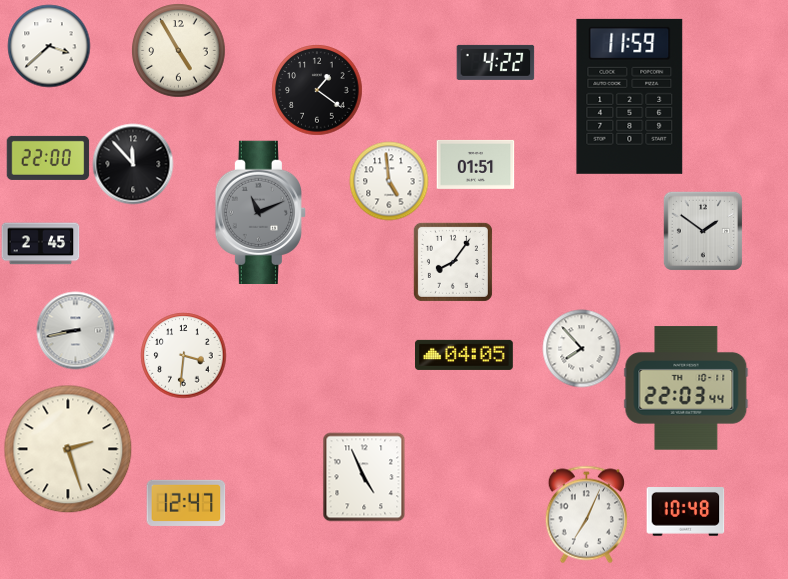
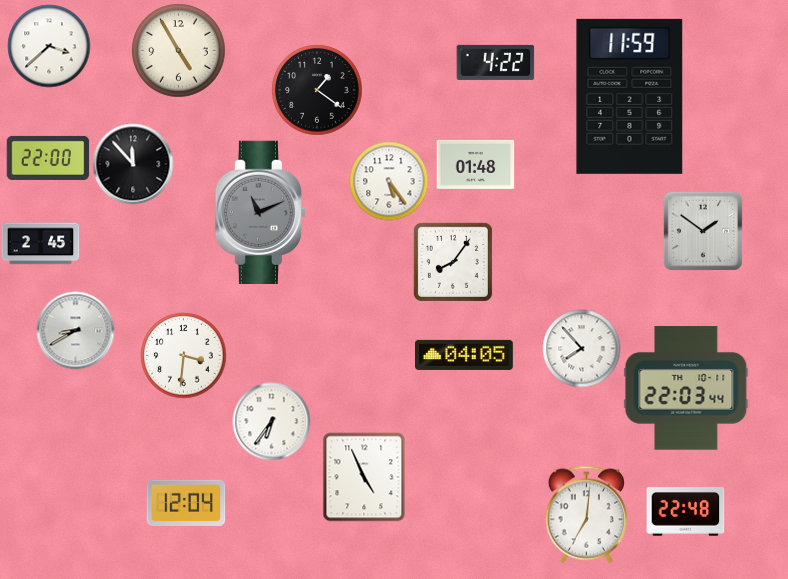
clock at (475, 164): 01:51 -> 01:48
clock at (389, 181): 4:59 -> 5:24
clock at (75, 330): 8:43 -> 8:40
clock at (271, 421): none -> 6:36
clock at (68, 449): 2:27 -> none
clock at (186, 503): 12:47 -> 12:04
clock at (685, 512): 10:48 -> 22:48
clock at (586, 514): 7:04 -> 7:01
